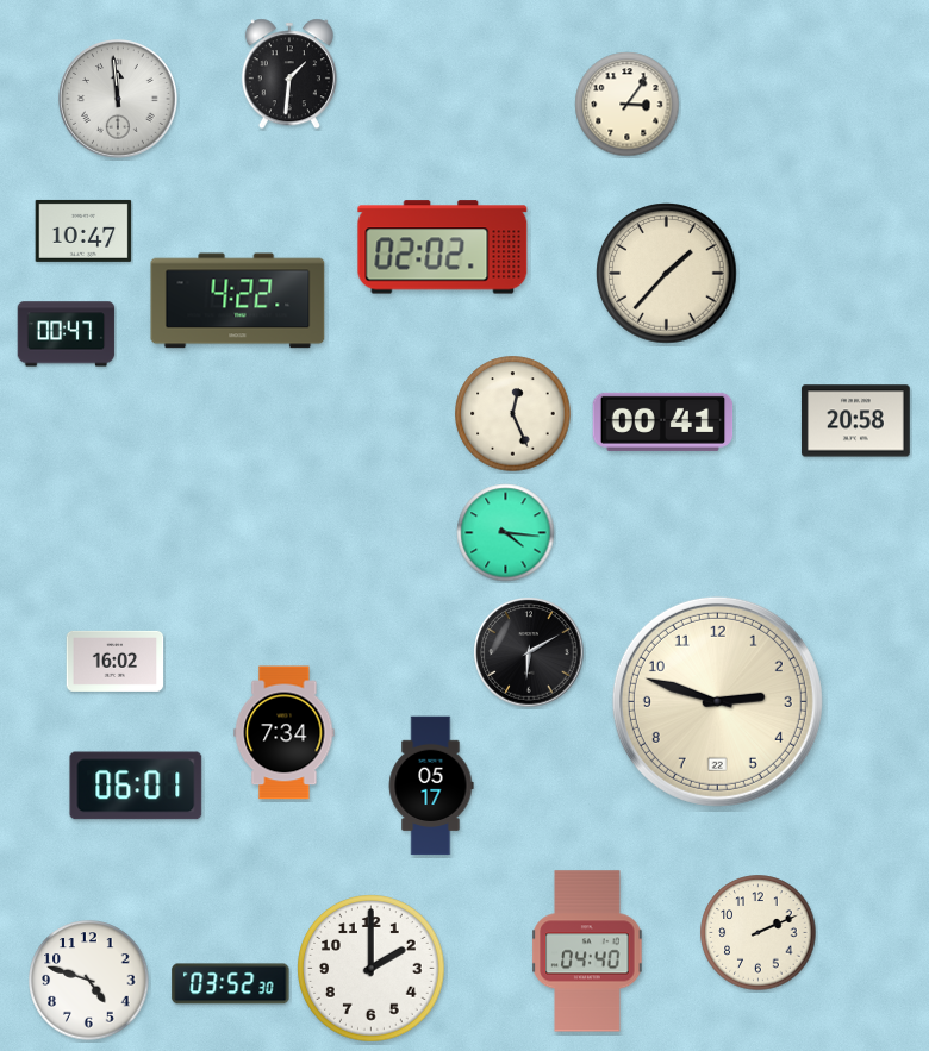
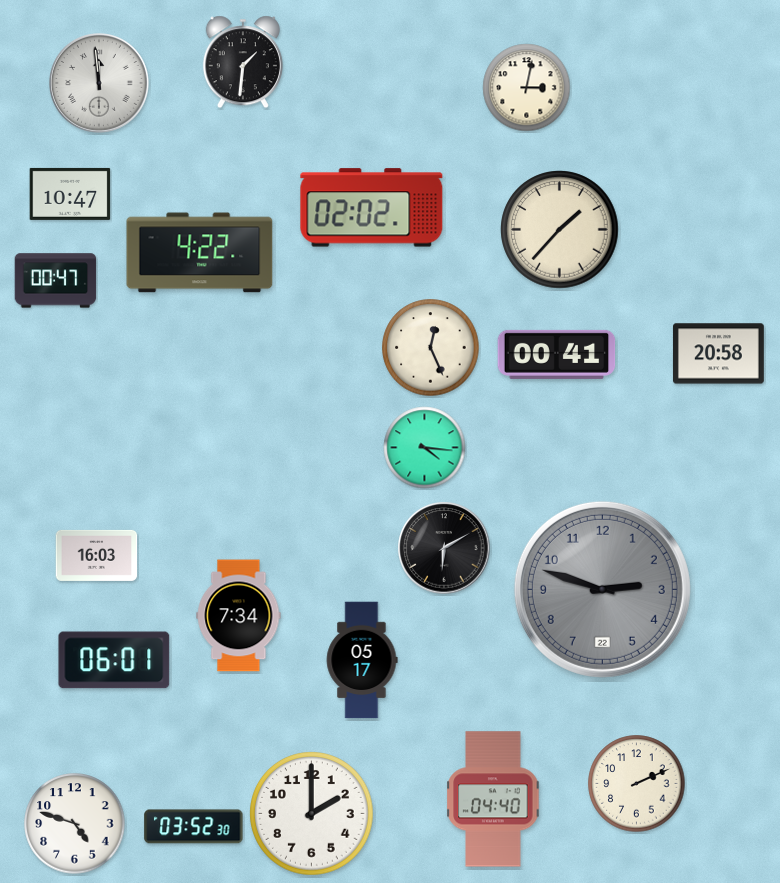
clock at (628, 105): 3:06 -> 3:02
clock at (116, 661): 16:02 -> 16:03
clock at (717, 701) dial: cream -> grey
